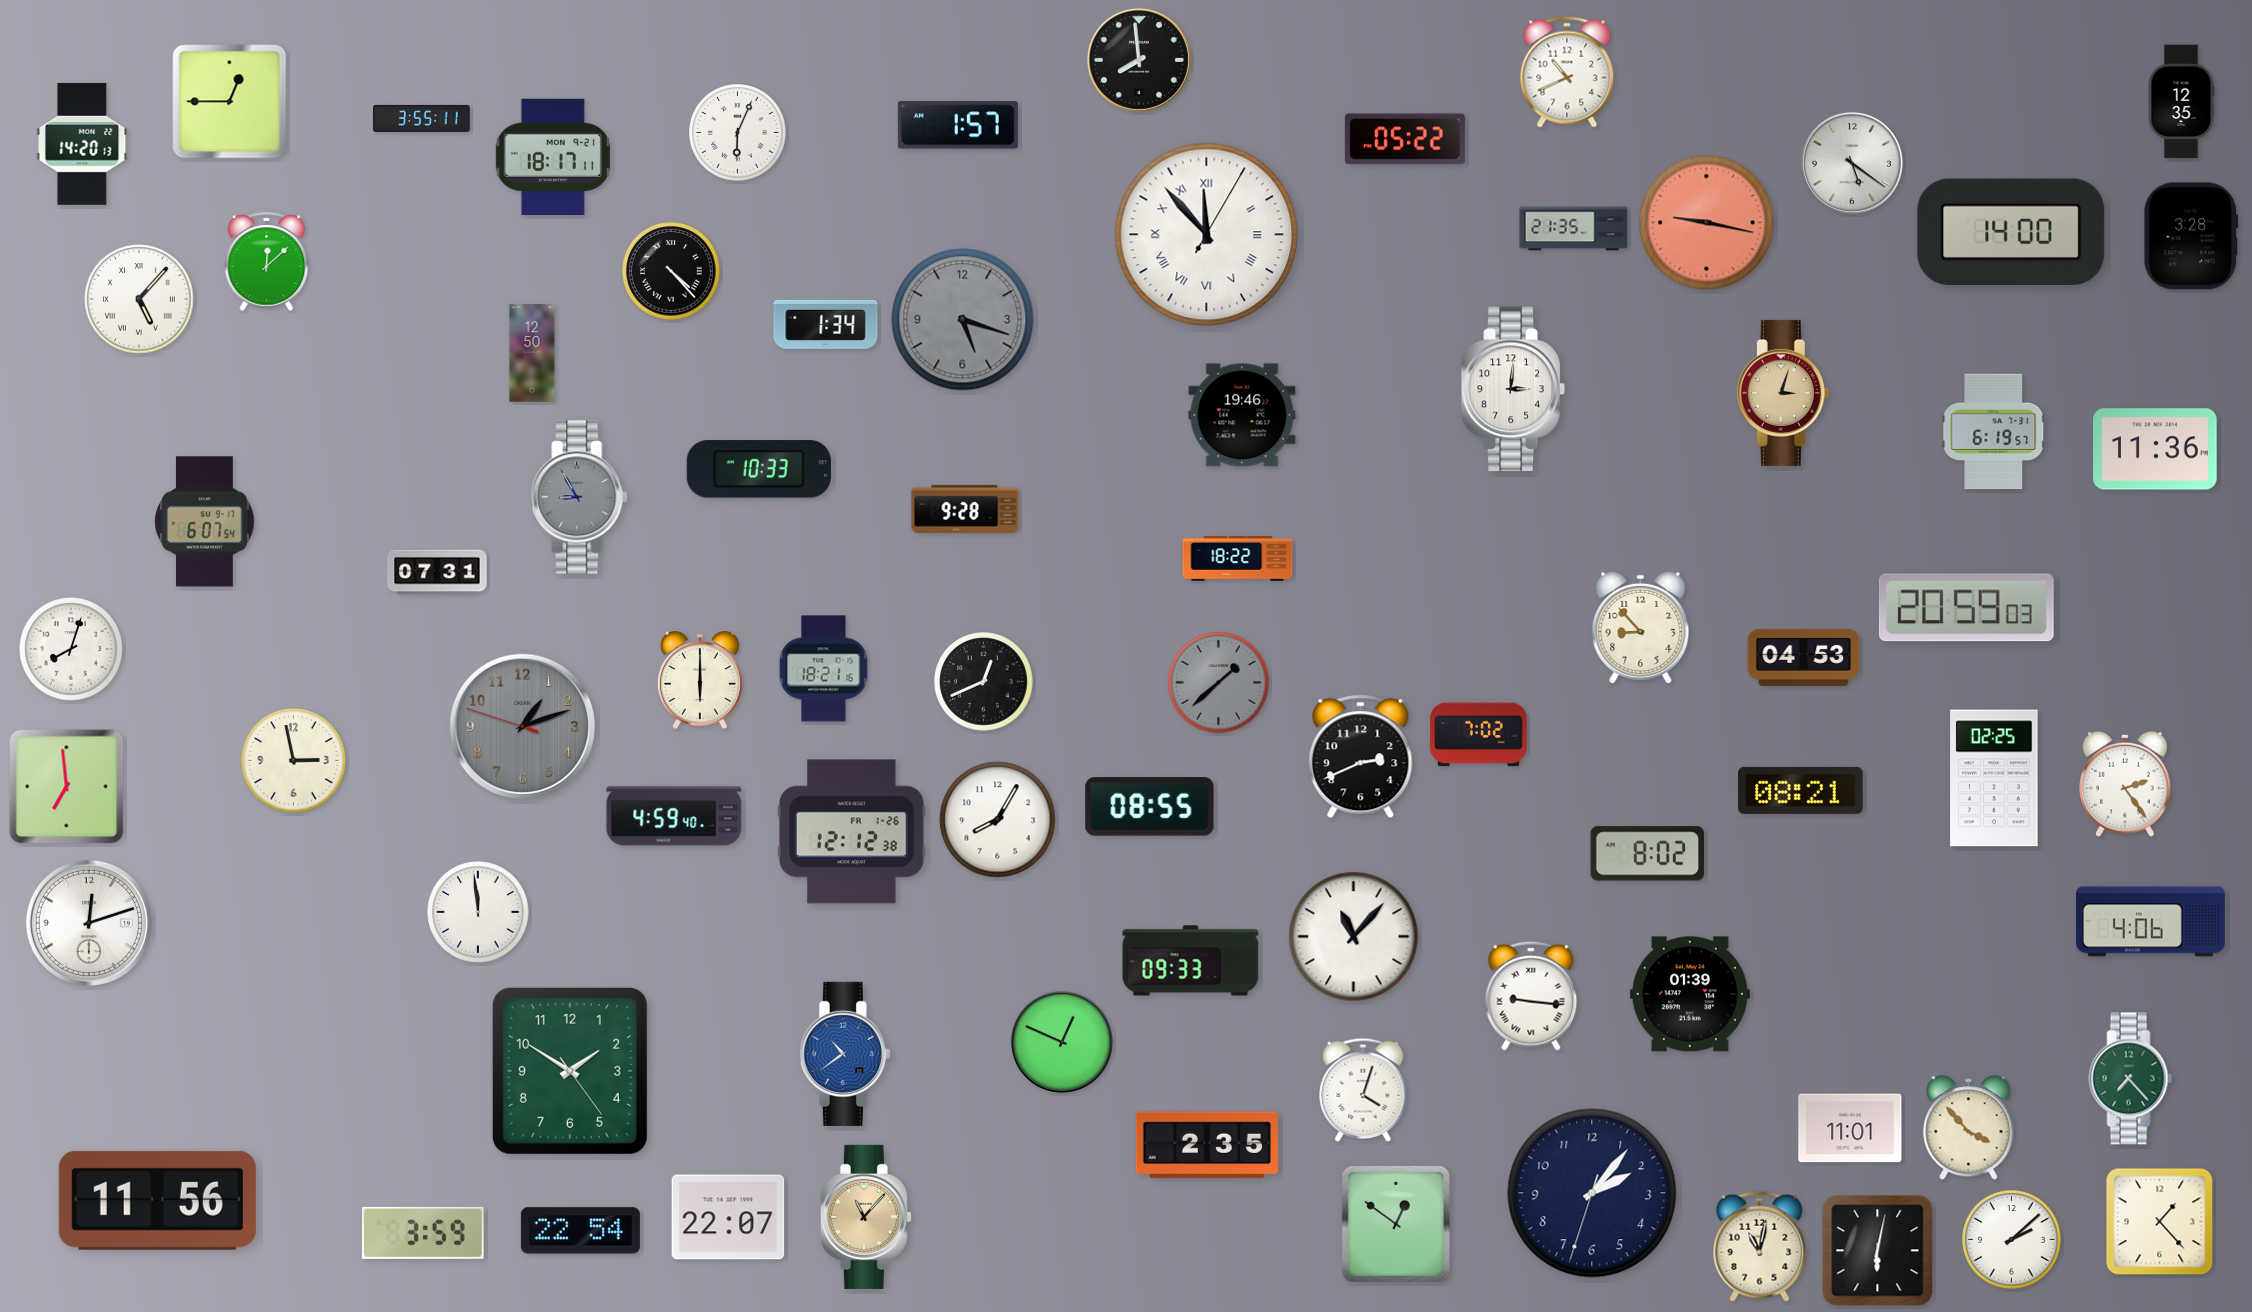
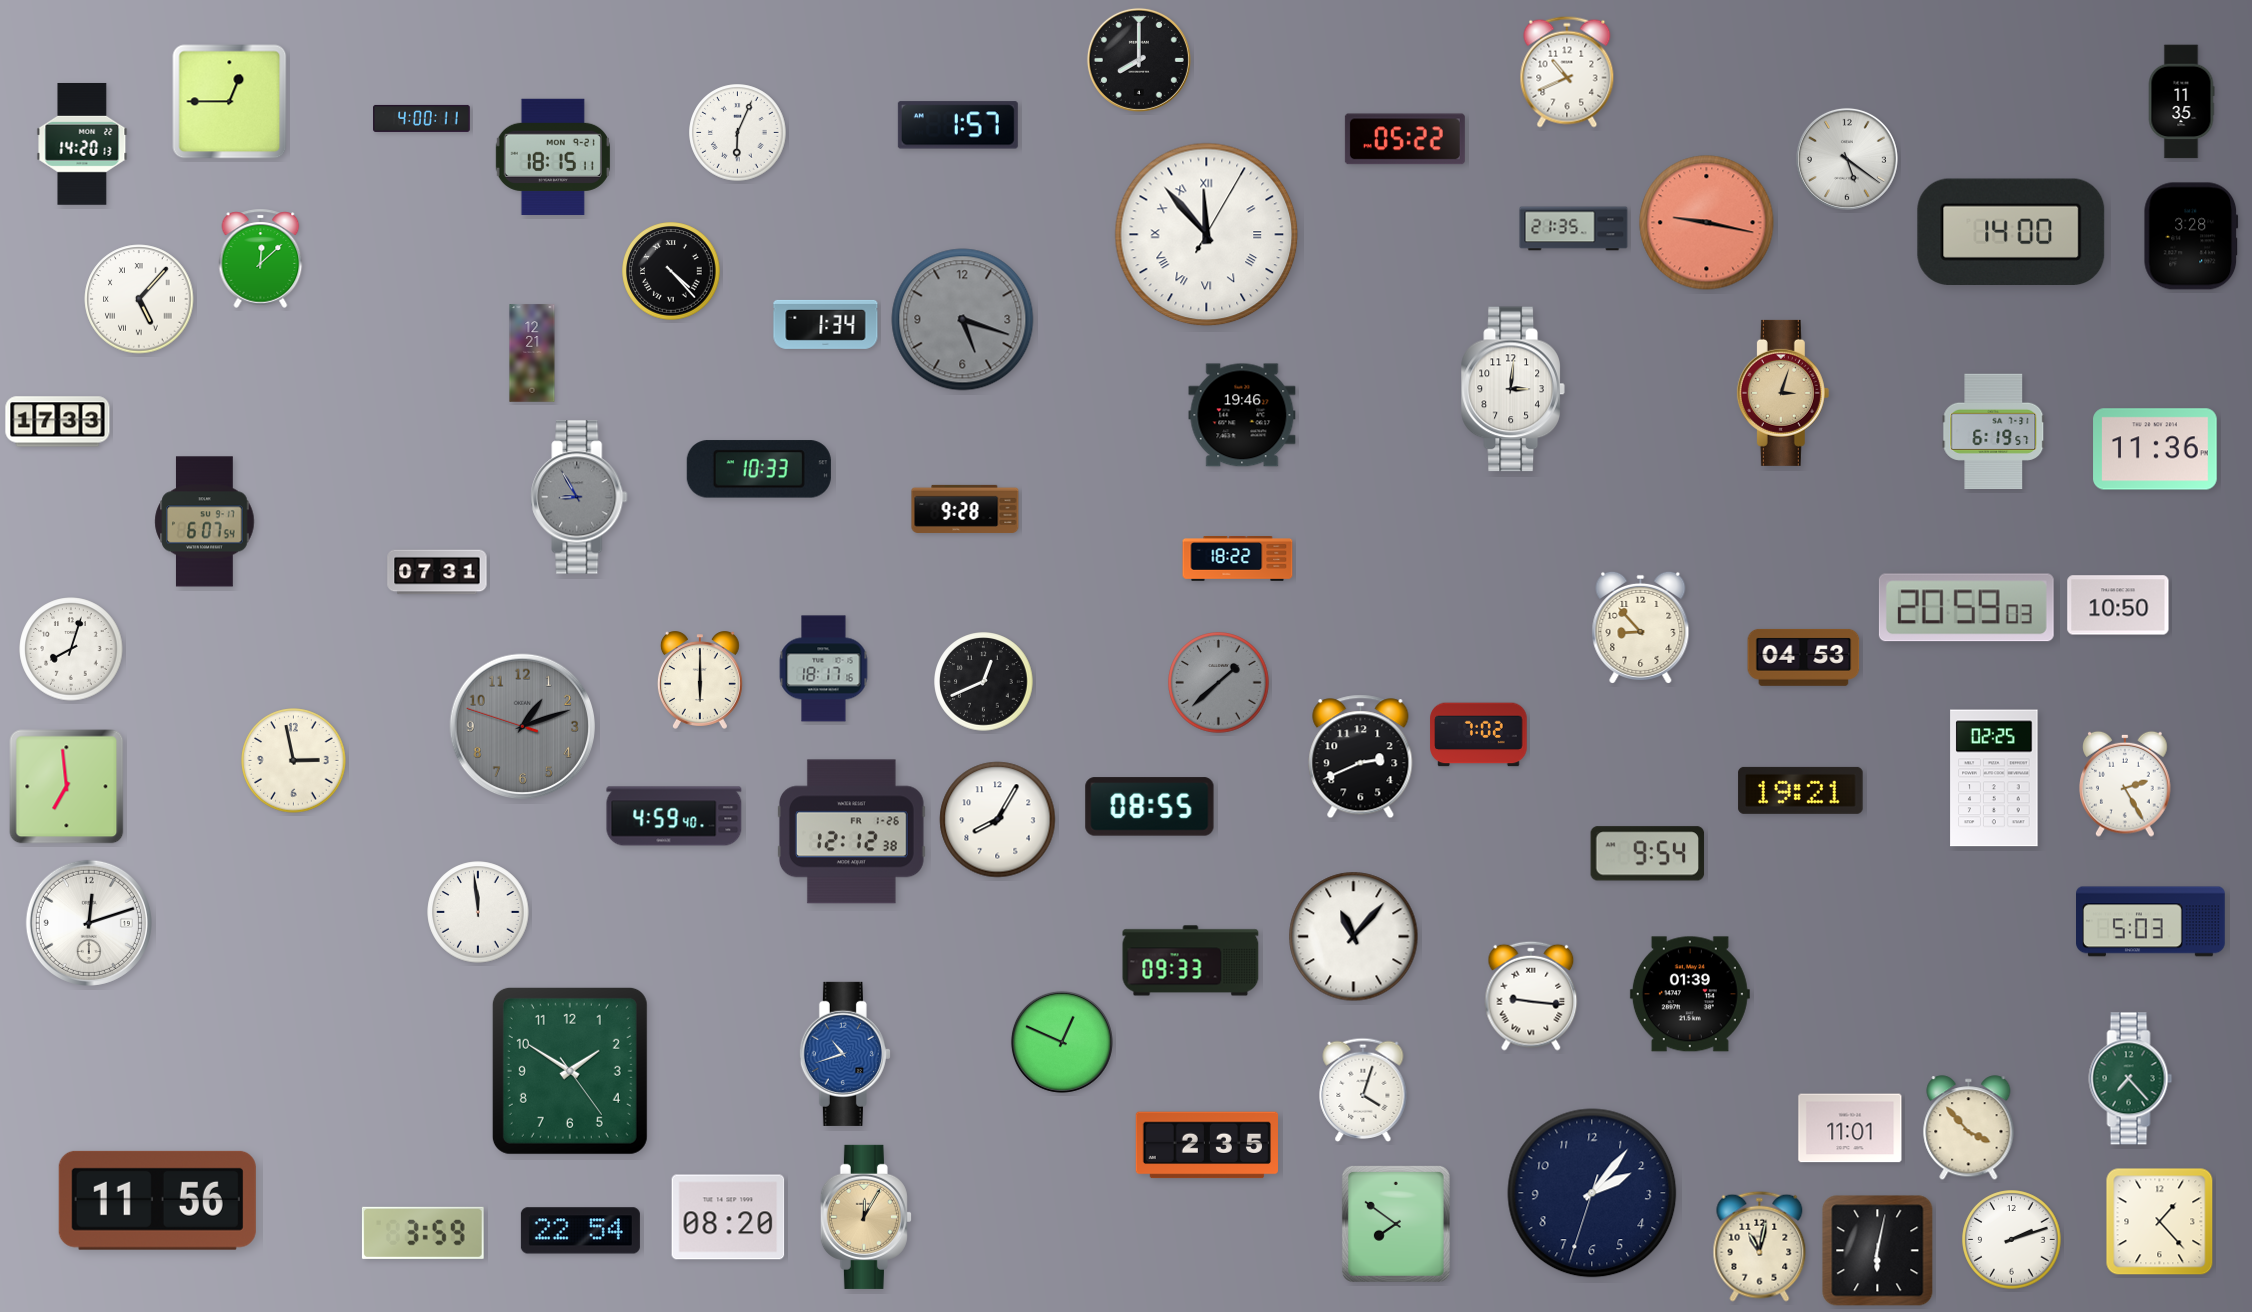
clock at (1139, 60): 7:59 -> 8:00
clock at (2181, 102): 12:35 -> 11:35
clock at (422, 118): 3:55 -> 4:00
clock at (553, 157): 18:17 -> 18:15
clock at (1852, 163) position: (1852, 163) -> (1847, 159)
clock at (267, 261) position: (267, 261) -> (261, 258)
clock at (532, 353): 12:50 -> 12:21
clock at (58, 422): none -> 17:33
clock at (2118, 605): none -> 10:50
clock at (824, 669): 18:21 -> 18:17
clock at (2126, 784): 2:24 -> 2:25
clock at (1801, 790): 08:21 -> 19:21
clock at (1648, 854): 8:02 -> 9:54
clock at (2151, 922): 4:06 -> 5:03
clock at (845, 1054): 10:39 -> 10:42
clock at (728, 1217): 22:07 -> 08:20
clock at (866, 1217): 11:07 -> 12:05
clock at (1396, 1224): 12:51 -> 7:51
clock at (2012, 1240): 2:08 -> 2:12
